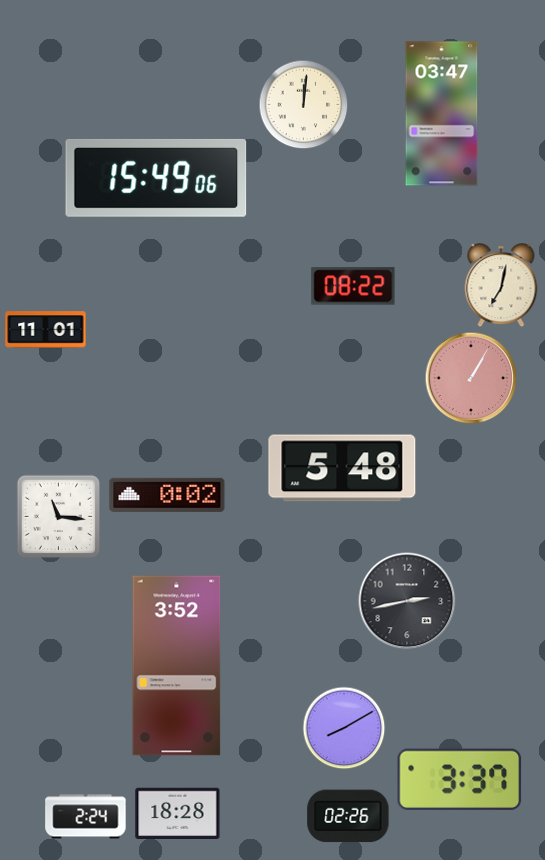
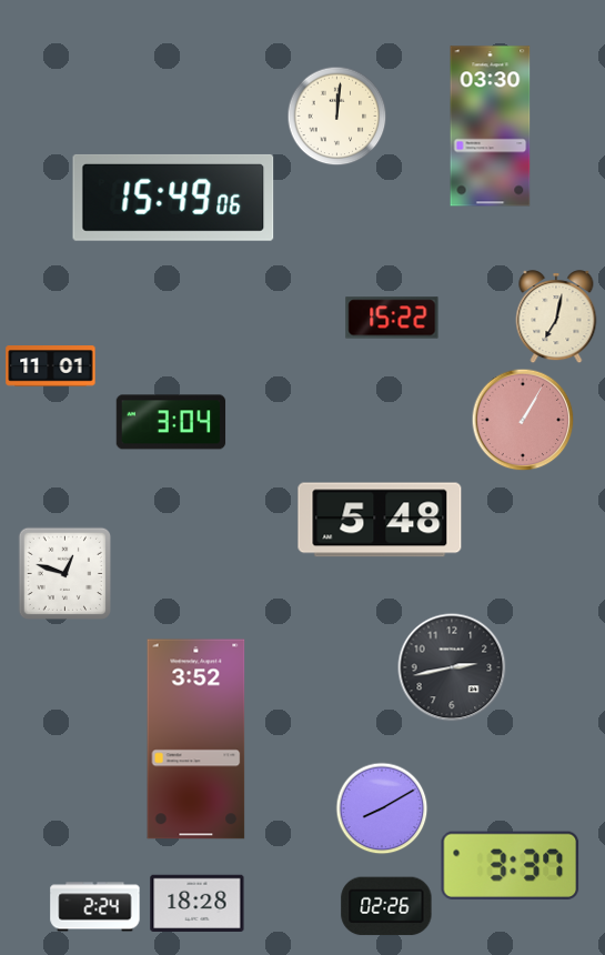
clock at (442, 114): 03:47 -> 03:30
clock at (353, 286): 08:22 -> 15:22
clock at (171, 422): none -> 3:04
clock at (167, 495): 0:02 -> none
clock at (58, 516): 11:16 -> 12:48
